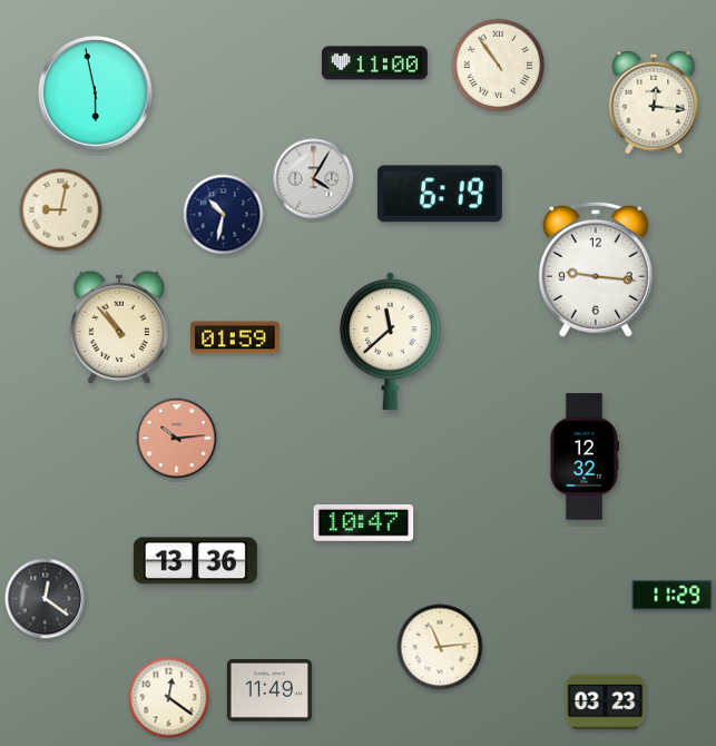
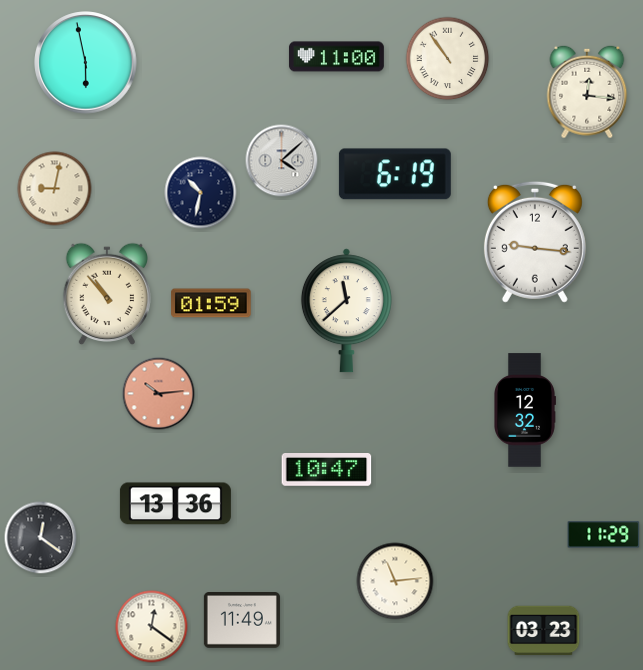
clock at (96, 94) position: (96, 94) -> (86, 63)
clock at (314, 179): 4:05 -> 4:08
clock at (390, 342) position: (390, 342) -> (346, 311)
